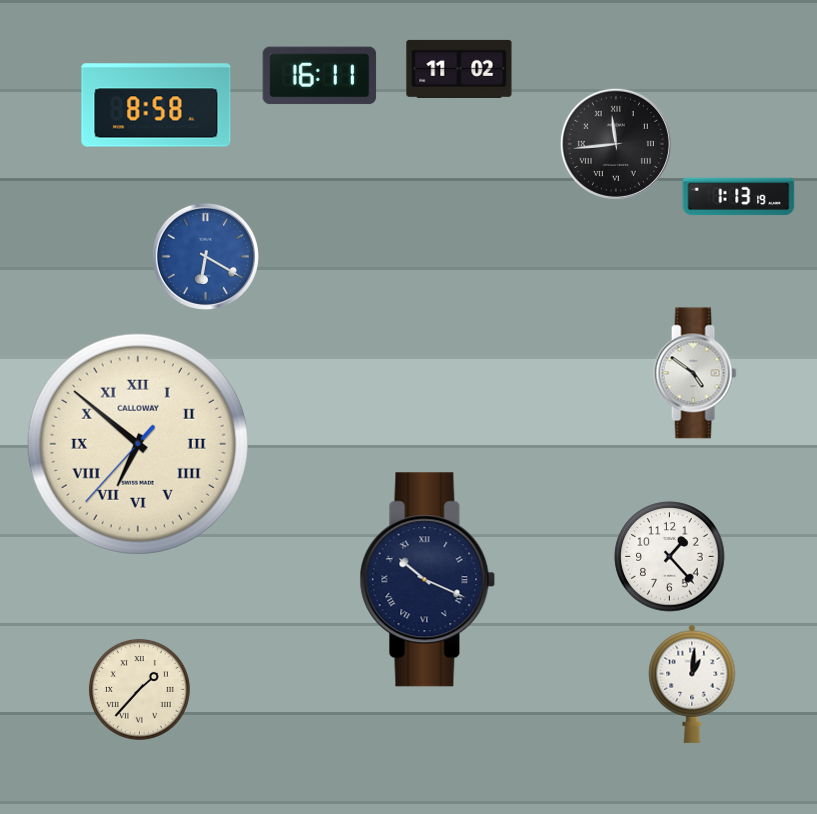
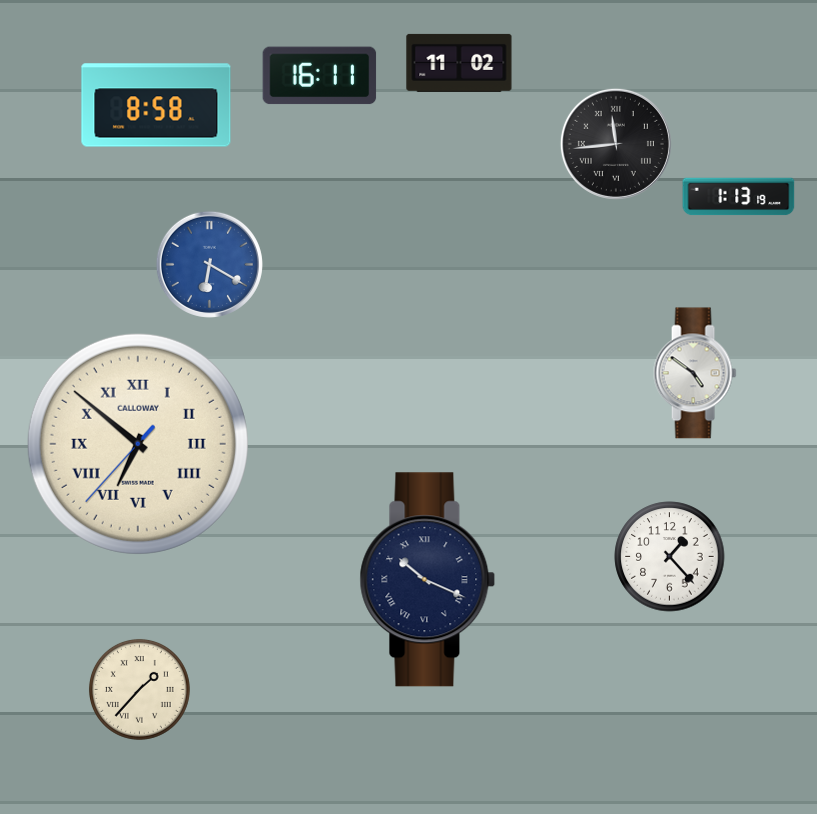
clock at (459, 69) position: (459, 69) -> (459, 63)
clock at (205, 256) position: (205, 256) -> (209, 264)
clock at (692, 684): 1:01 -> none
